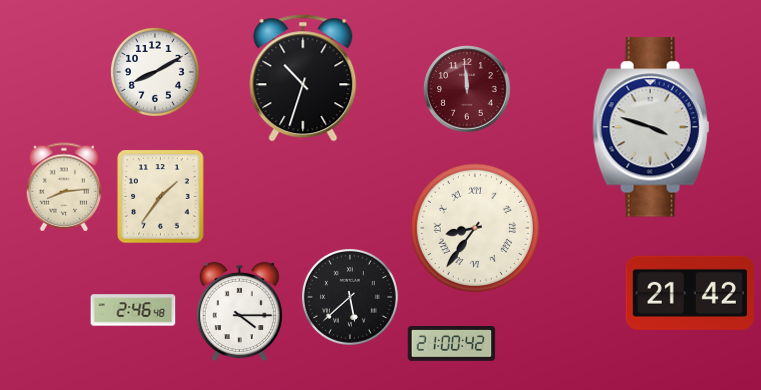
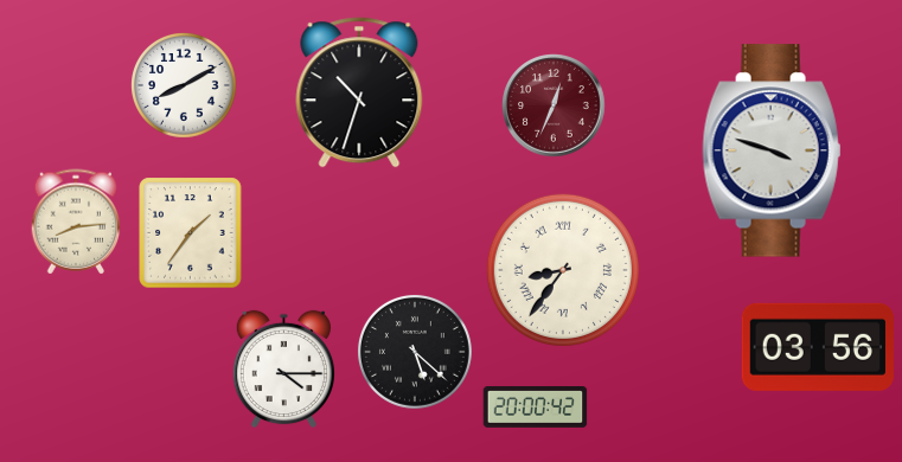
clock at (467, 89): 11:59 -> 12:34
clock at (690, 293): 21:42 -> 03:56
clock at (350, 297): 5:38 -> 5:22
clock at (133, 310): 2:46 -> none
clock at (452, 344): 21:00 -> 20:00
